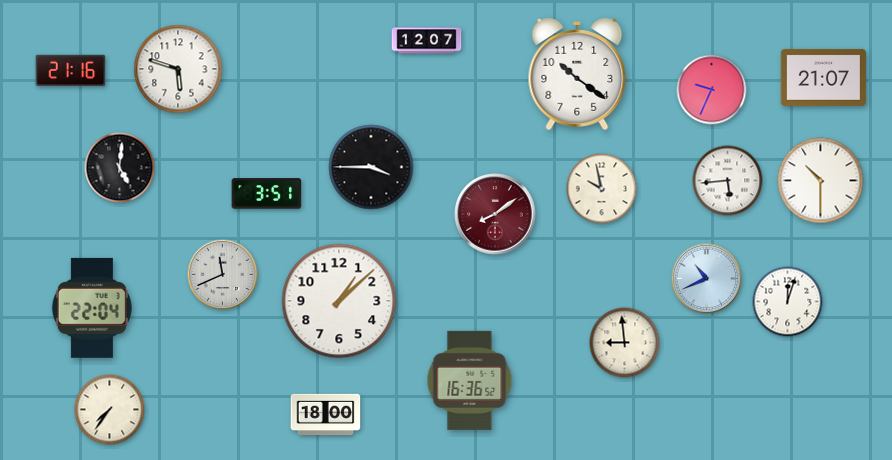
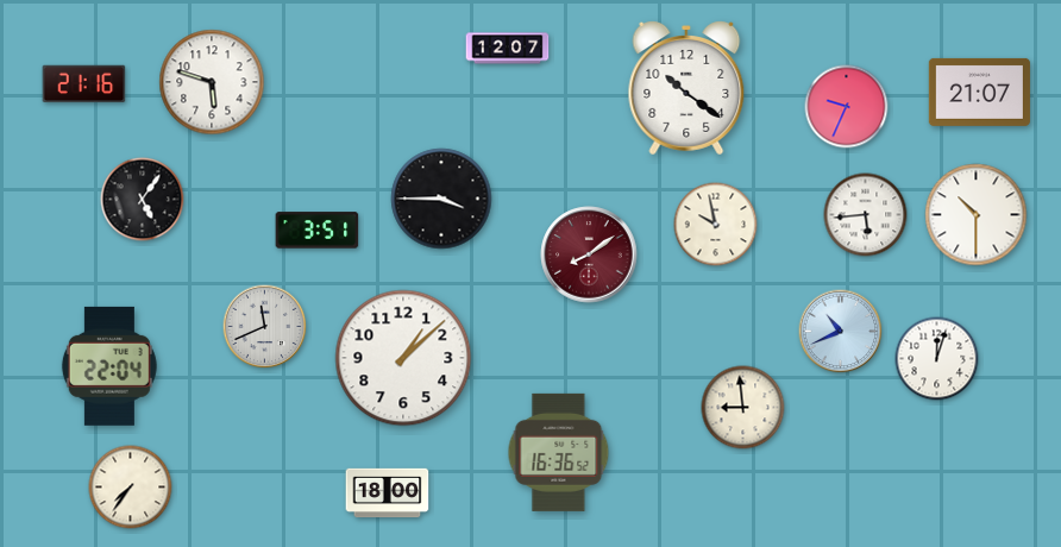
clock at (120, 168): 5:01 -> 5:06
